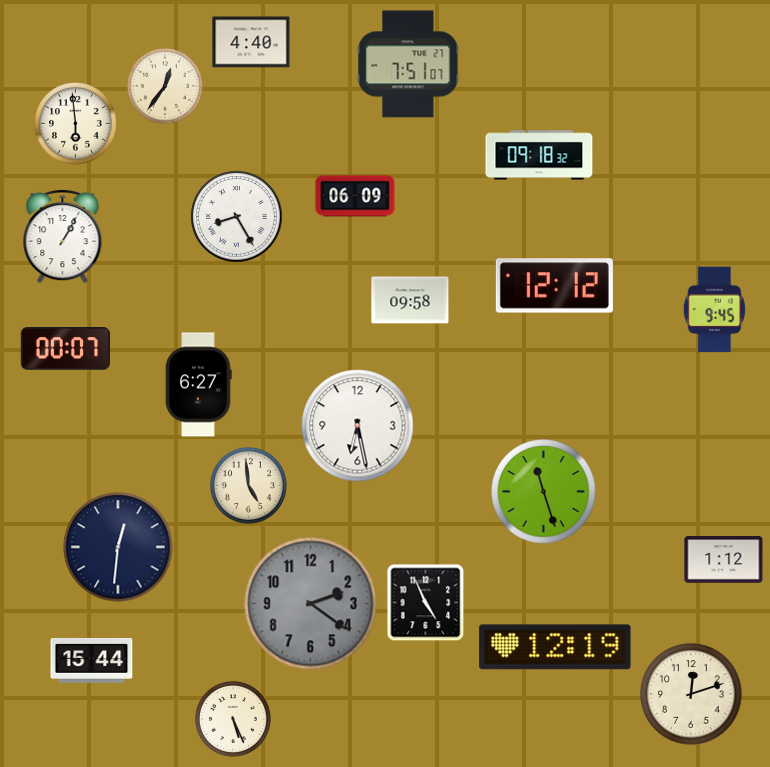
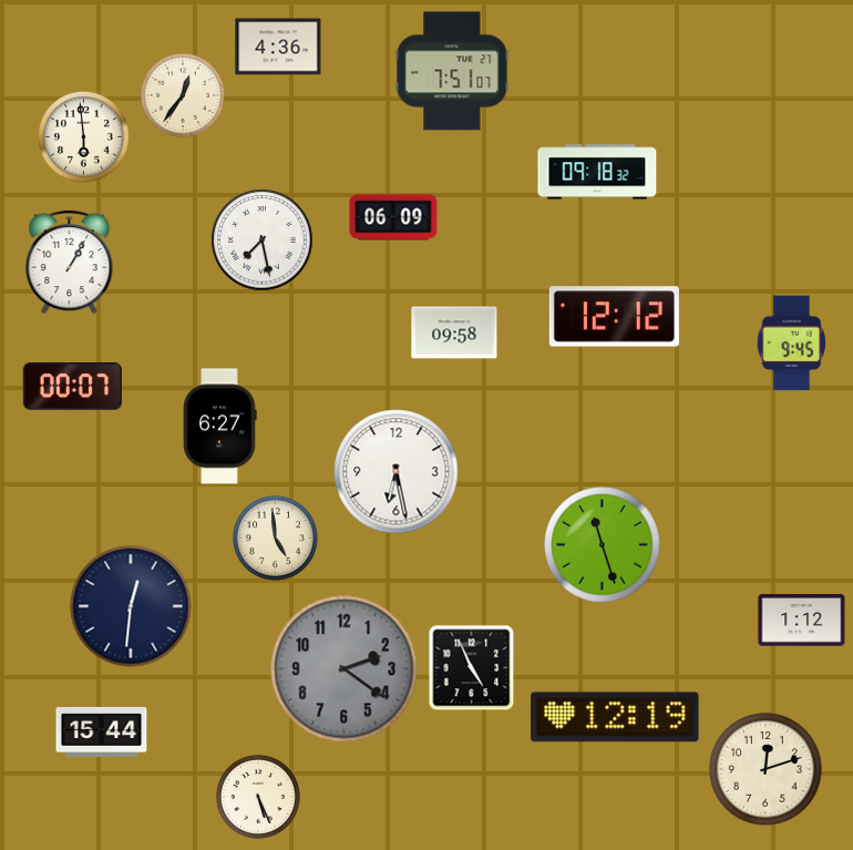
clock at (251, 42): 4:40 -> 4:36
clock at (237, 217): 8:25 -> 7:28
